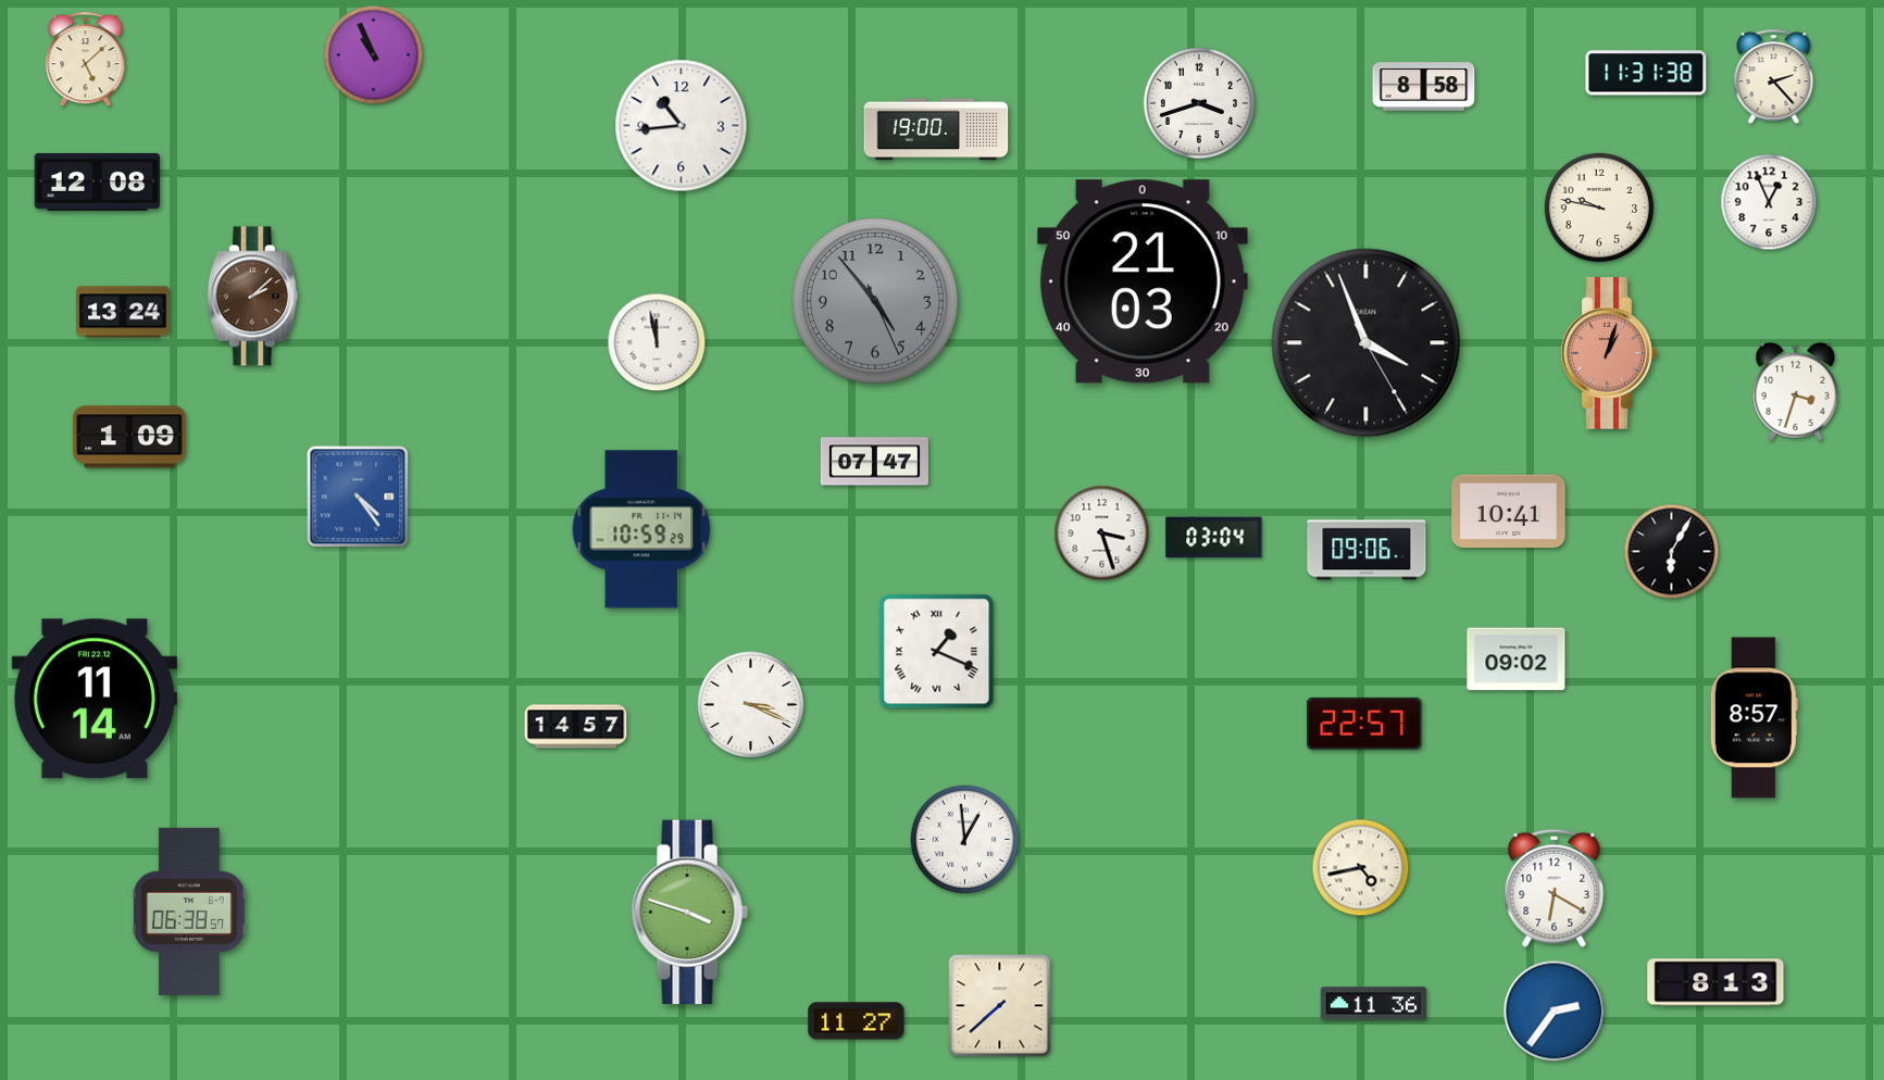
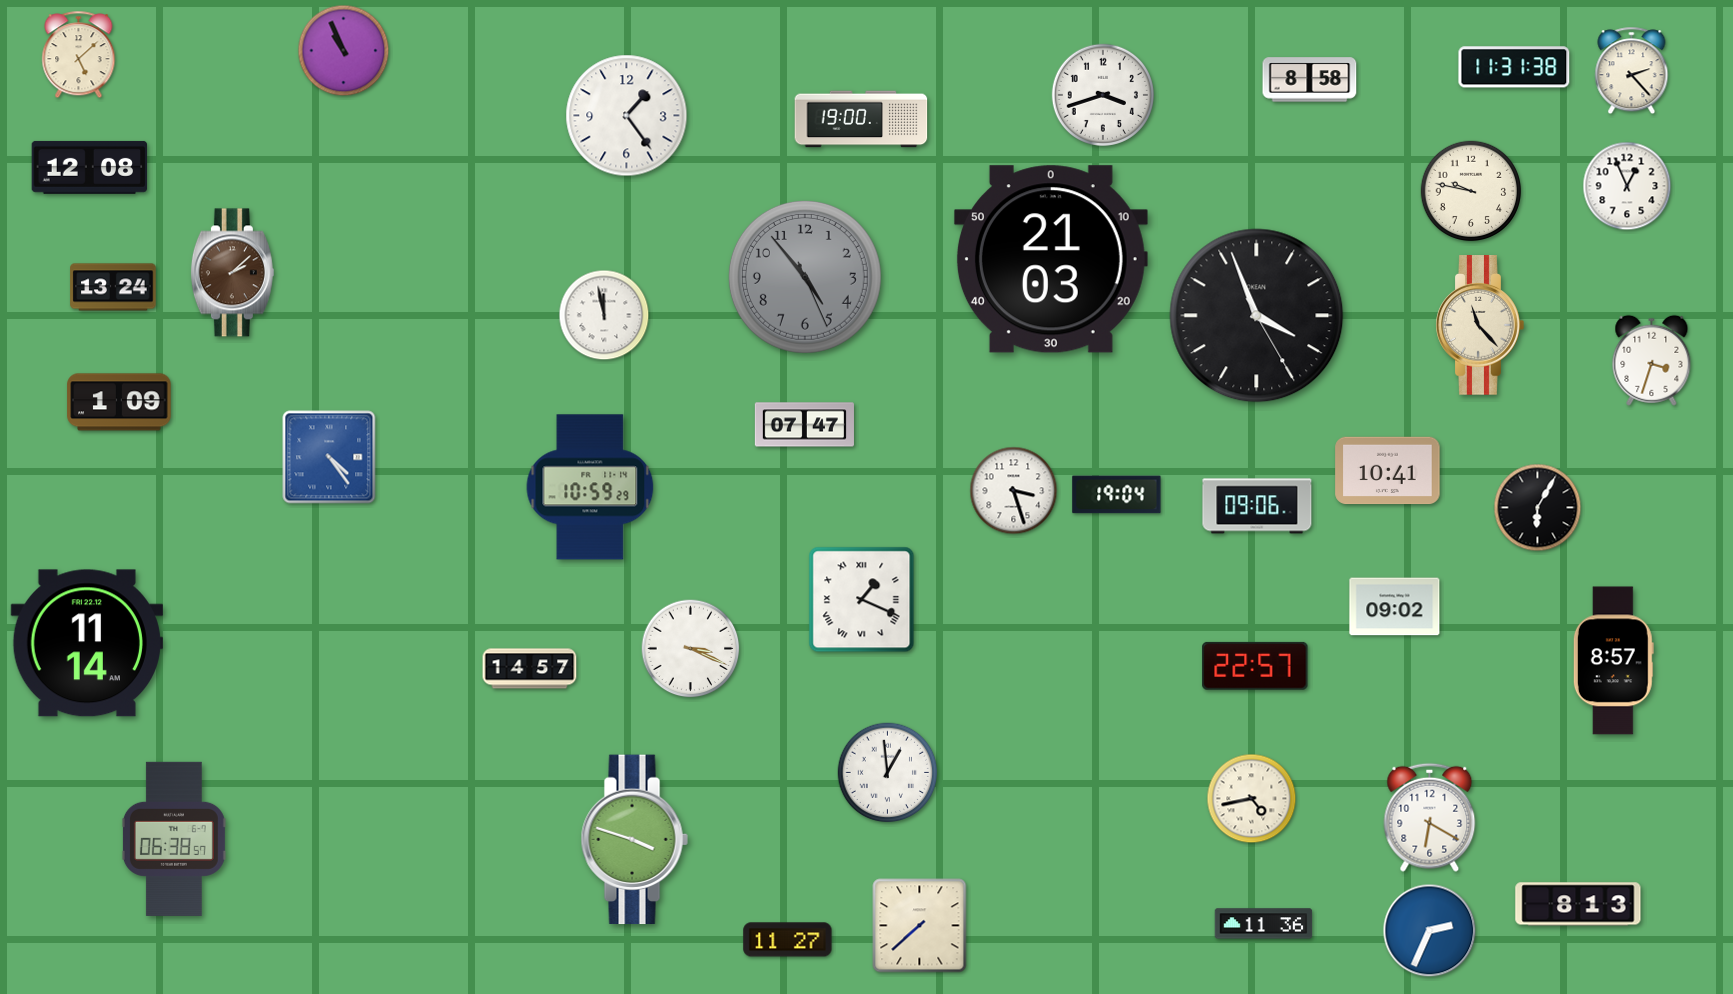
clock at (682, 126): 10:44 -> 1:24
clock at (1609, 353): 1:03 -> 11:23
clock at (1609, 353) dial: salmon -> cream
clock at (1214, 538): 03:04 -> 19:04
clock at (1555, 1012): 2:36 -> 2:34
